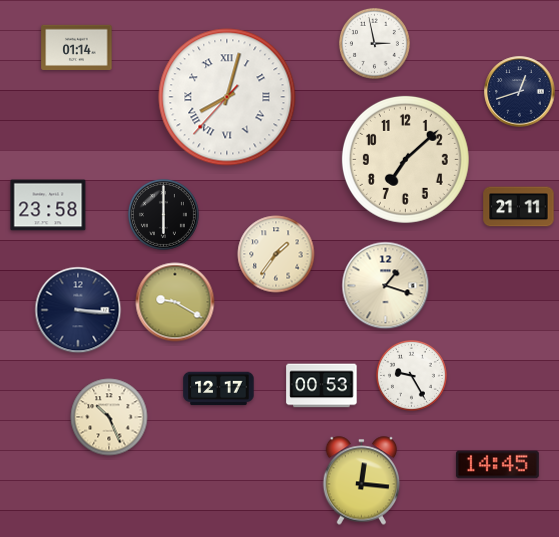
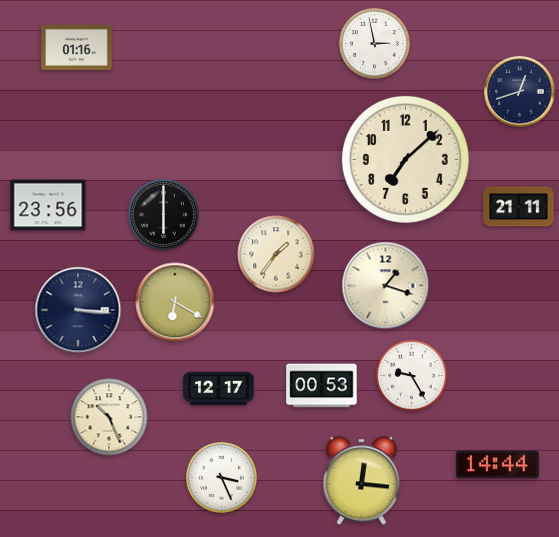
clock at (77, 47): 01:14 -> 01:16
clock at (227, 97): 8:02 -> none
clock at (48, 205): 23:58 -> 23:56
clock at (175, 302): 9:20 -> 6:20
clock at (497, 465): 14:45 -> 14:44
clock at (221, 477): none -> 3:26
